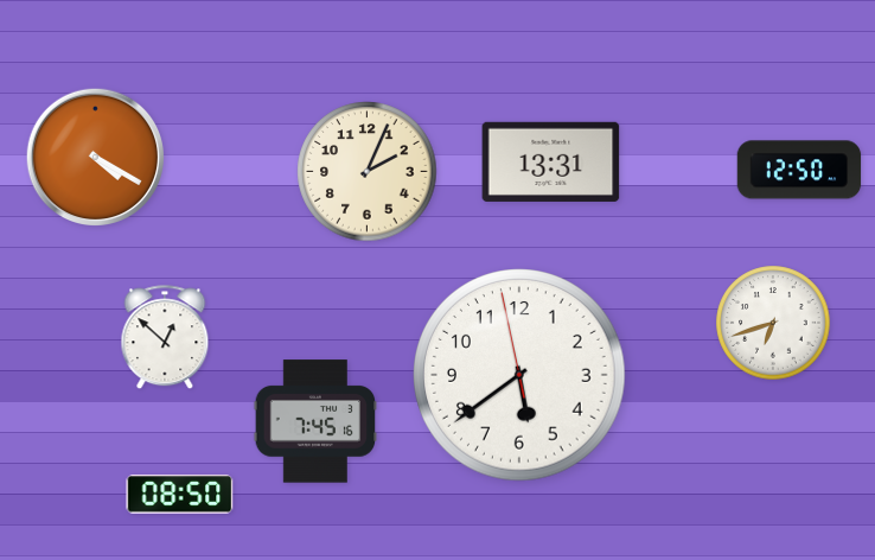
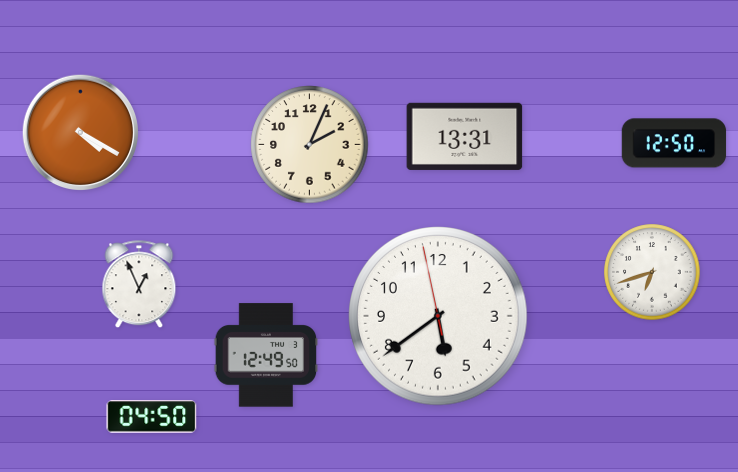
clock at (165, 338): 12:52 -> 12:56
clock at (315, 421): 7:45 -> 12:49
clock at (180, 495): 08:50 -> 04:50
